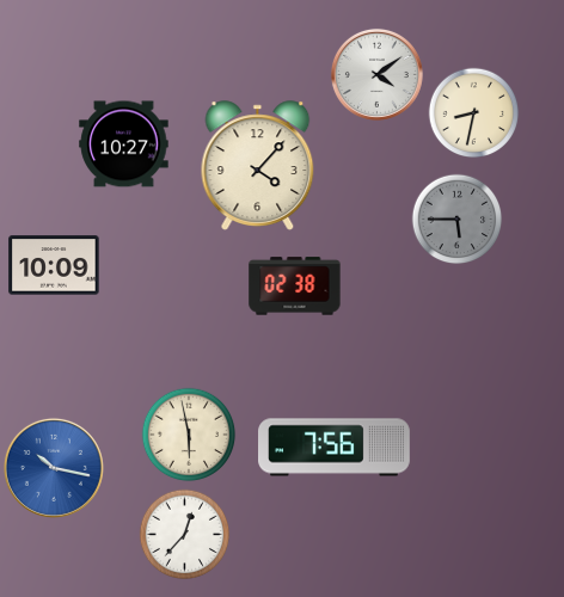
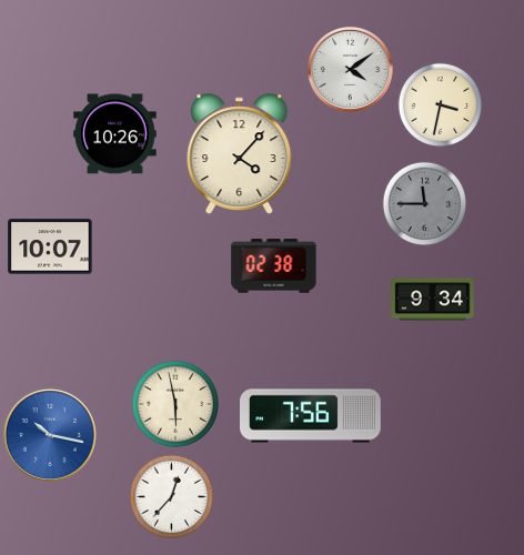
clock at (474, 113): 8:32 -> 3:32
clock at (124, 144): 10:27 -> 10:26
clock at (458, 220): 5:45 -> 11:45
clock at (54, 265): 10:09 -> 10:07
clock at (433, 300): none -> 9:34
